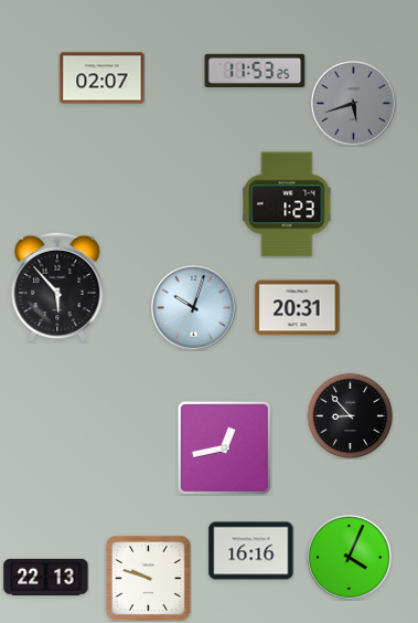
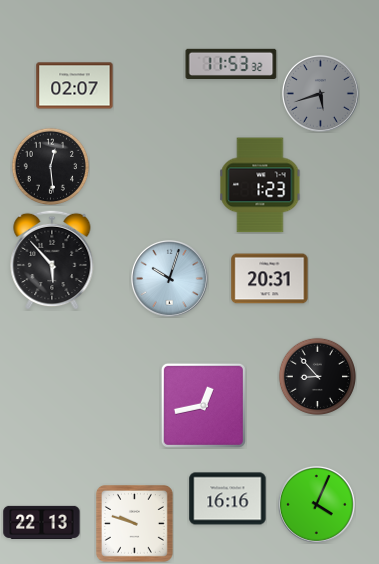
clock at (255, 70): 11:53:25 -> 11:53:32
clock at (103, 78) position: (103, 78) -> (75, 86)
clock at (50, 166): none -> 12:29
clock at (193, 307) position: (193, 307) -> (169, 278)
